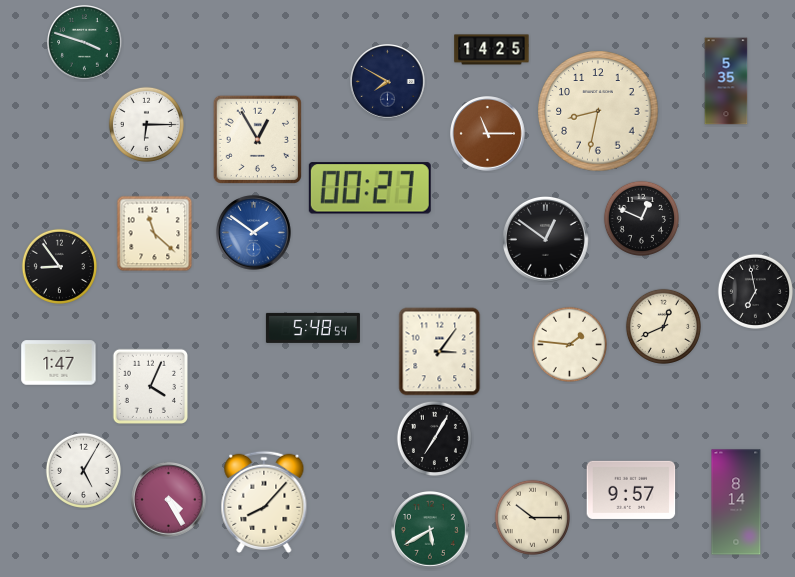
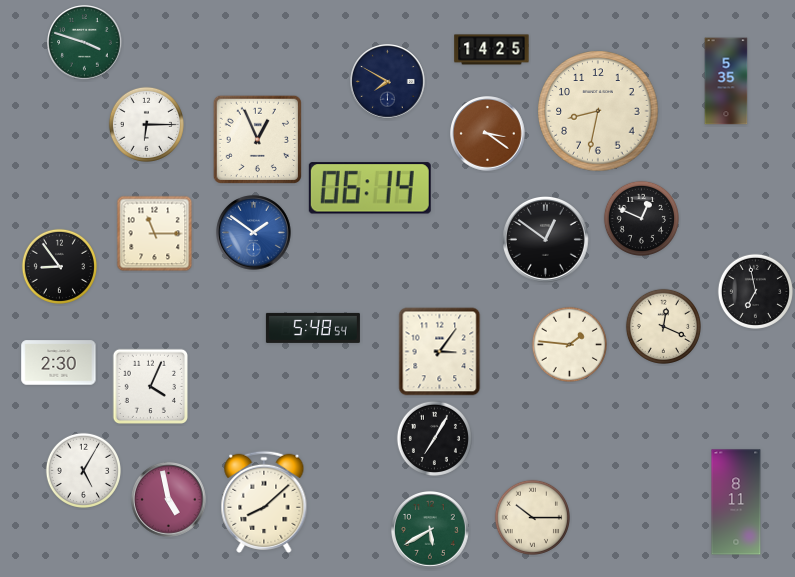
clock at (488, 134): 11:15 -> 3:21
clock at (257, 139): 12:55 -> 12:56
clock at (370, 188): 00:27 -> 06:14
clock at (155, 234): 11:22 -> 11:15
clock at (663, 326): 12:41 -> 12:19
clock at (59, 363): 1:47 -> 2:30
clock at (631, 490): 9:57 -> none
clock at (169, 500): 4:25 -> 4:58
clock at (264, 502): 8:07 -> 8:08
clock at (736, 502): 8:14 -> 8:11
